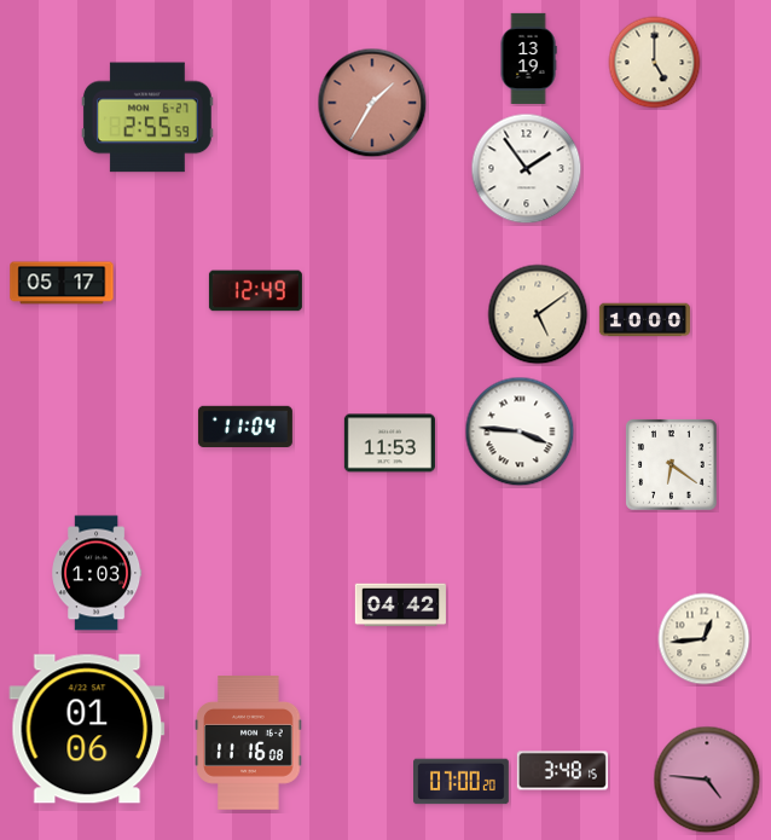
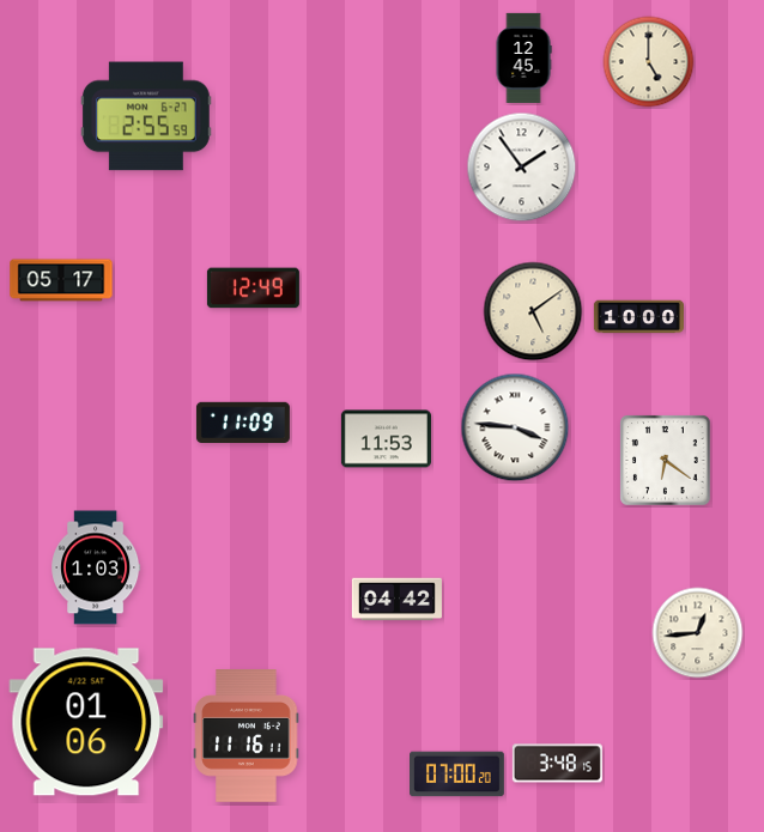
clock at (528, 58): 13:19 -> 12:45
clock at (372, 103): 1:35 -> none
clock at (245, 425): 11:04 -> 11:09
clock at (249, 743): 11:16:08 -> 11:16:11
clock at (707, 780): 4:46 -> none
